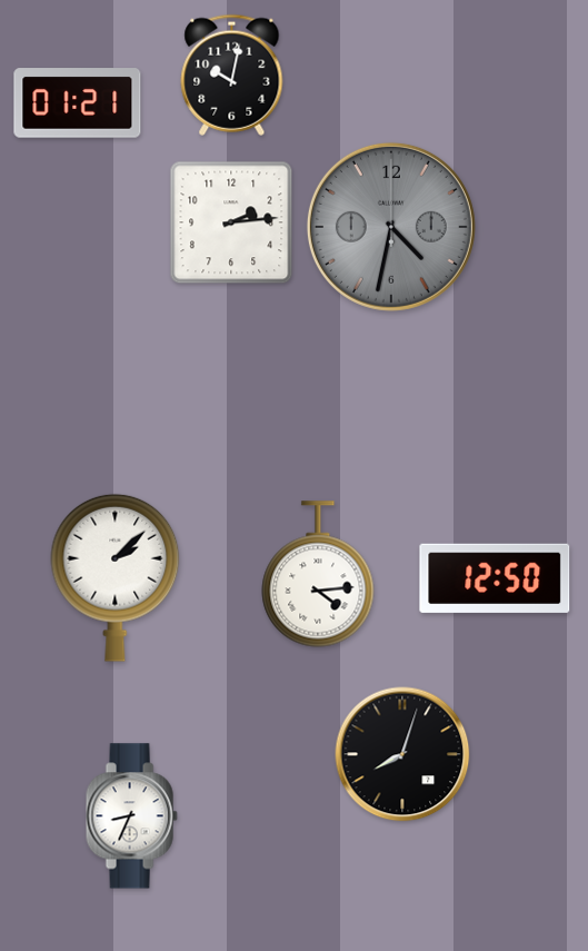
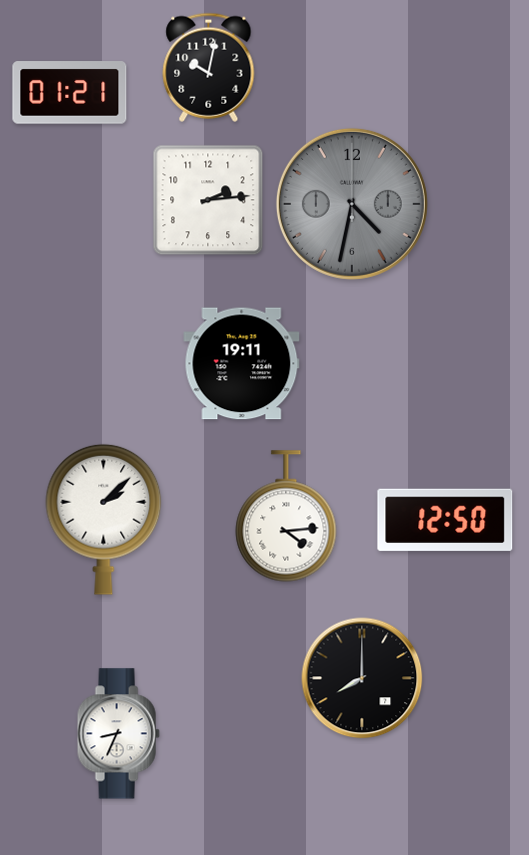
clock at (242, 364): none -> 19:11
clock at (402, 754): 8:03 -> 8:00
